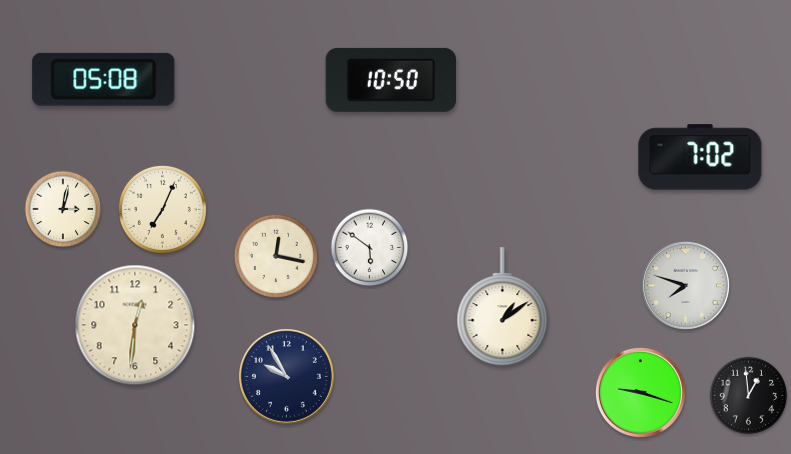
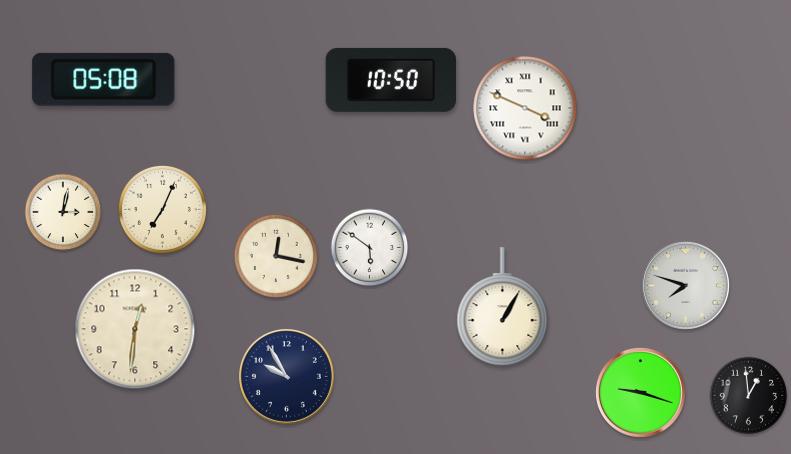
clock at (525, 108): none -> 3:49
clock at (700, 157): 7:02 -> none
clock at (63, 209) position: (63, 209) -> (63, 212)
clock at (503, 306): 1:09 -> 1:05
clock at (135, 325) position: (135, 325) -> (135, 329)
